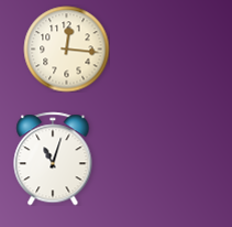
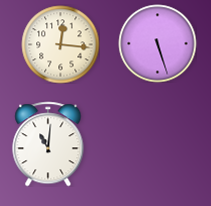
clock at (157, 43): none -> 5:27
clock at (53, 159): 11:03 -> 11:01
